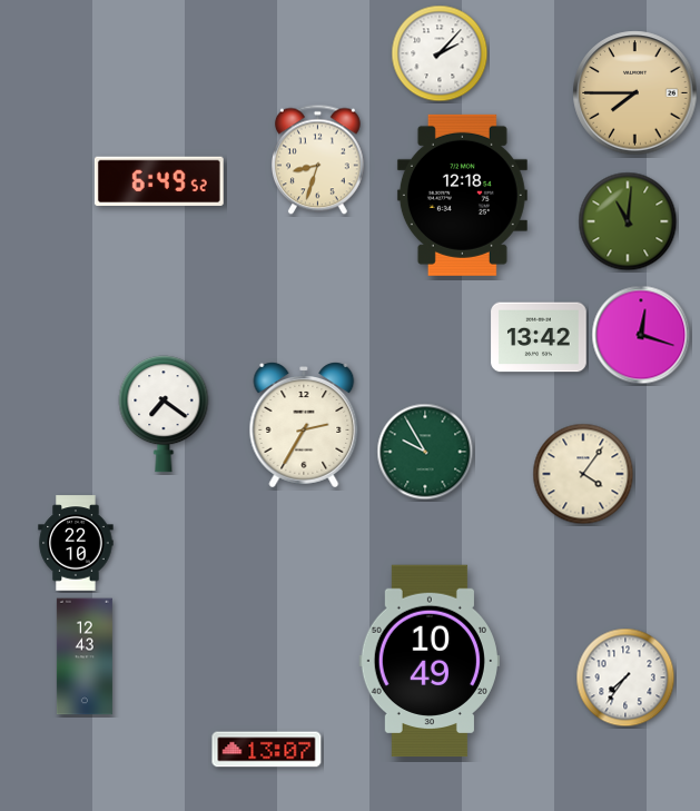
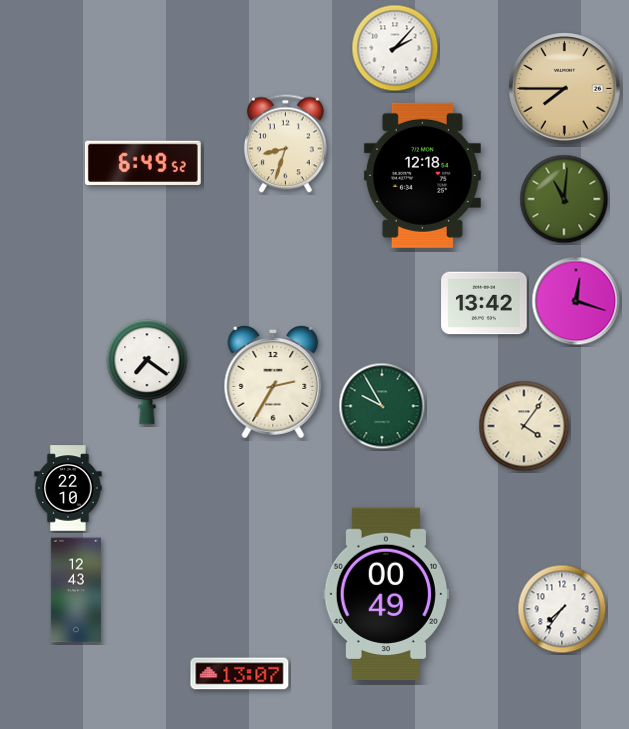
clock at (635, 93) position: (635, 93) -> (565, 89)
clock at (462, 195) position: (462, 195) -> (422, 175)
clock at (430, 661): 10:49 -> 00:49
